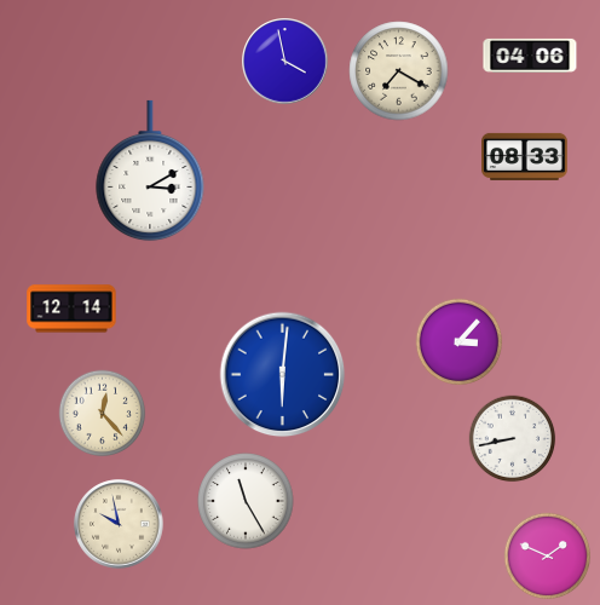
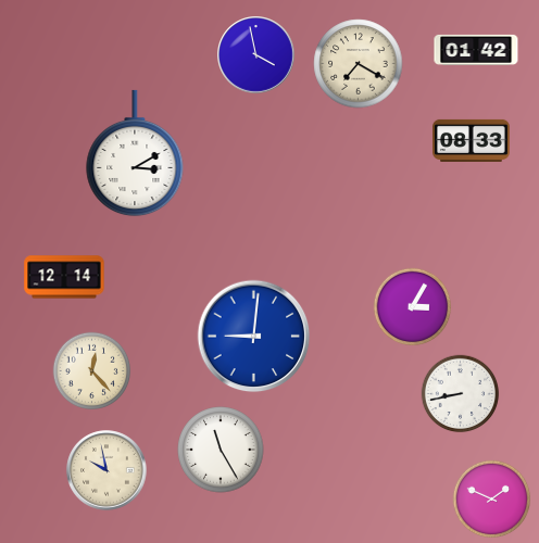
clock at (530, 56): 04:06 -> 01:42
clock at (460, 342): 3:07 -> 3:05
clock at (283, 375): 6:01 -> 9:01
